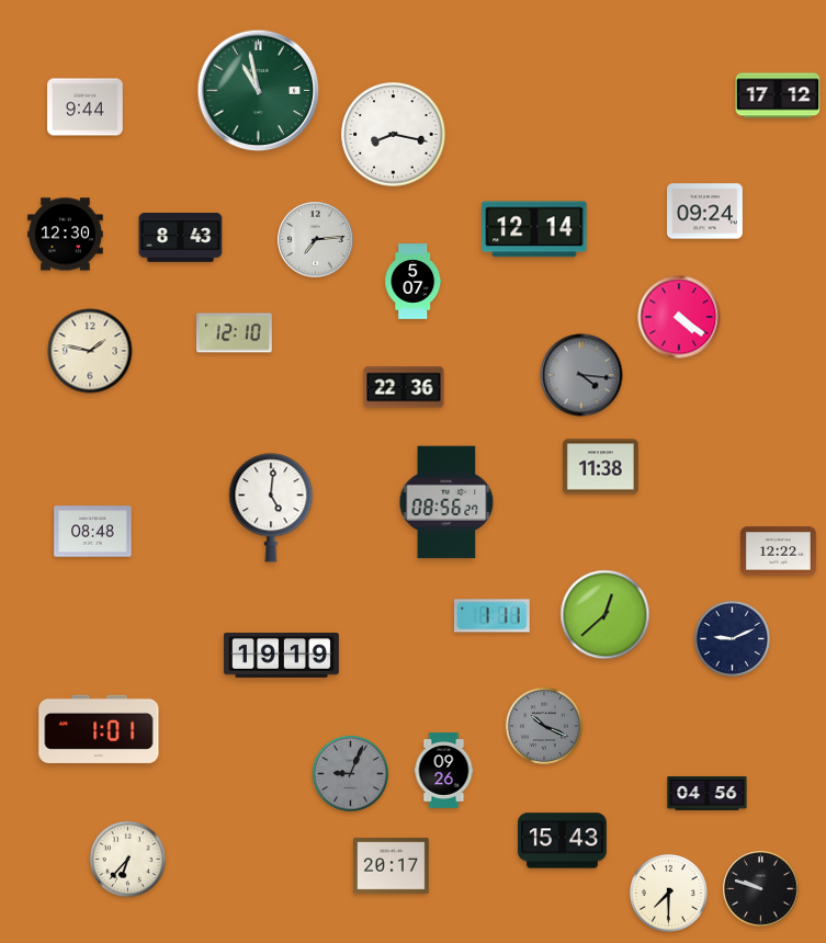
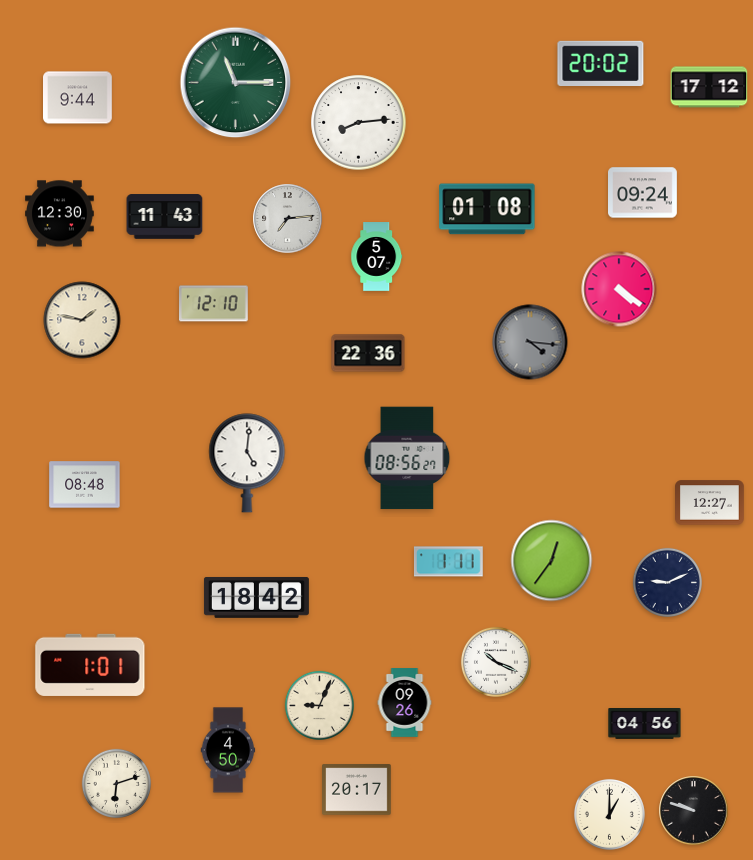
clock at (601, 63): none -> 20:02
clock at (259, 91): 10:58 -> 11:15
clock at (394, 135): 8:17 -> 8:14
clock at (534, 229): 12:14 -> 01:08
clock at (181, 238): 8:43 -> 11:43
clock at (601, 467): 11:38 -> none
clock at (779, 552): 12:22 -> 12:27
clock at (606, 615): 12:38 -> 12:36
clock at (281, 656): 19:19 -> 18:42
clock at (544, 726) dial: grey -> white
clock at (350, 773) dial: grey -> cream
clock at (228, 750): none -> 4:50
clock at (563, 841): 15:43 -> none
clock at (127, 859): 6:37 -> 6:12
clock at (668, 893): 7:30 -> 1:00
